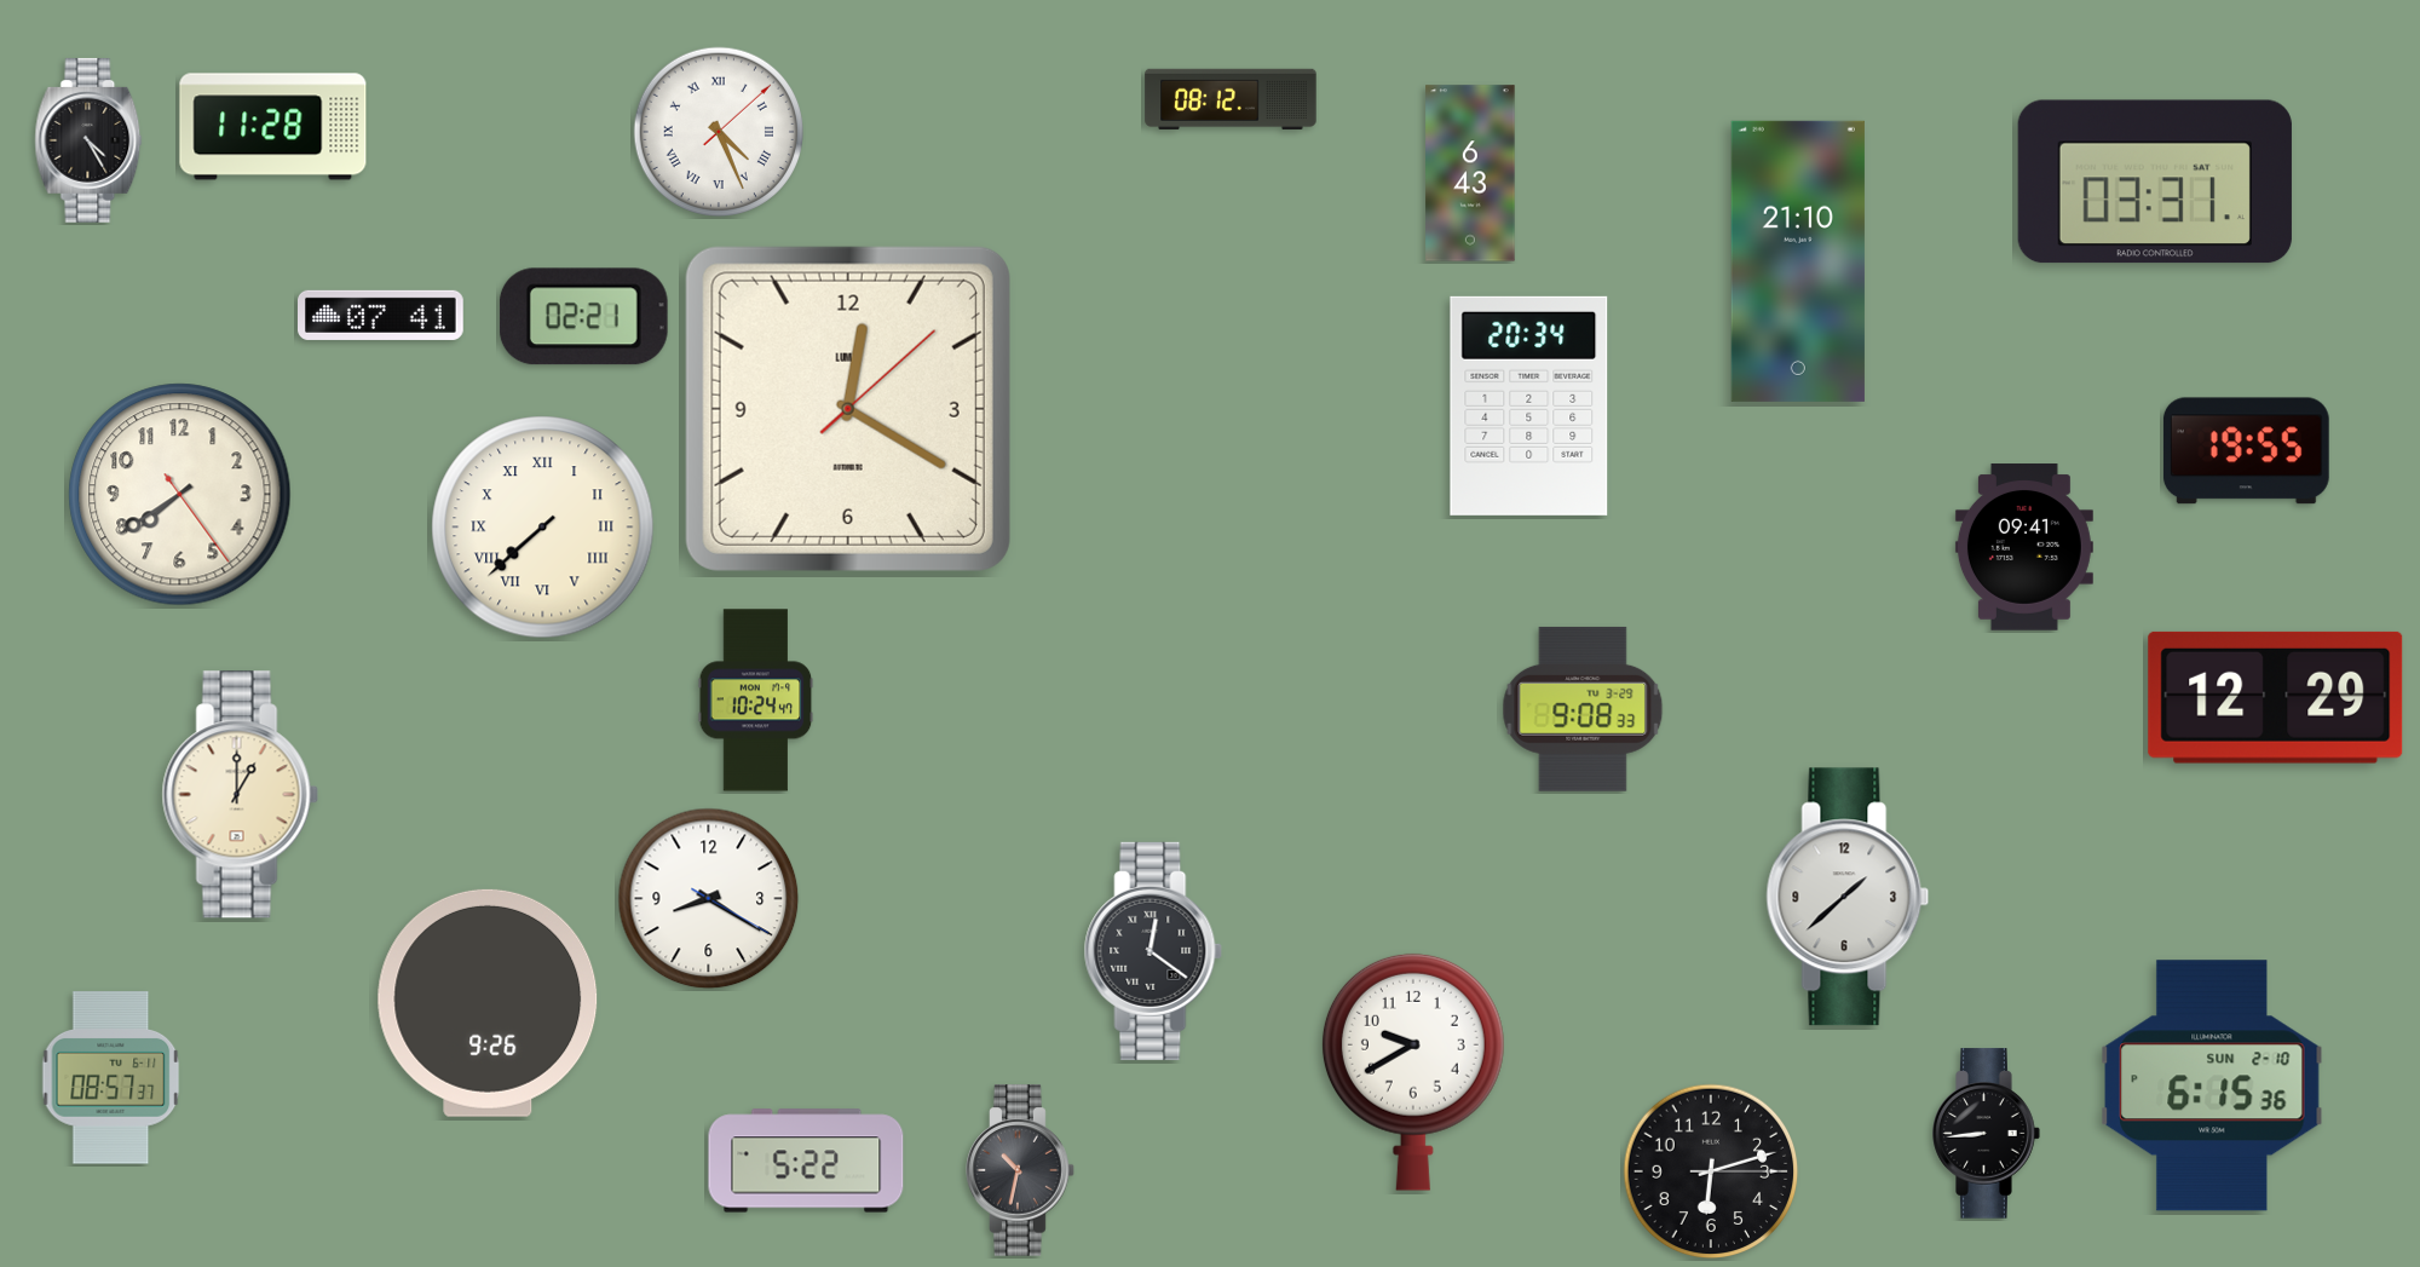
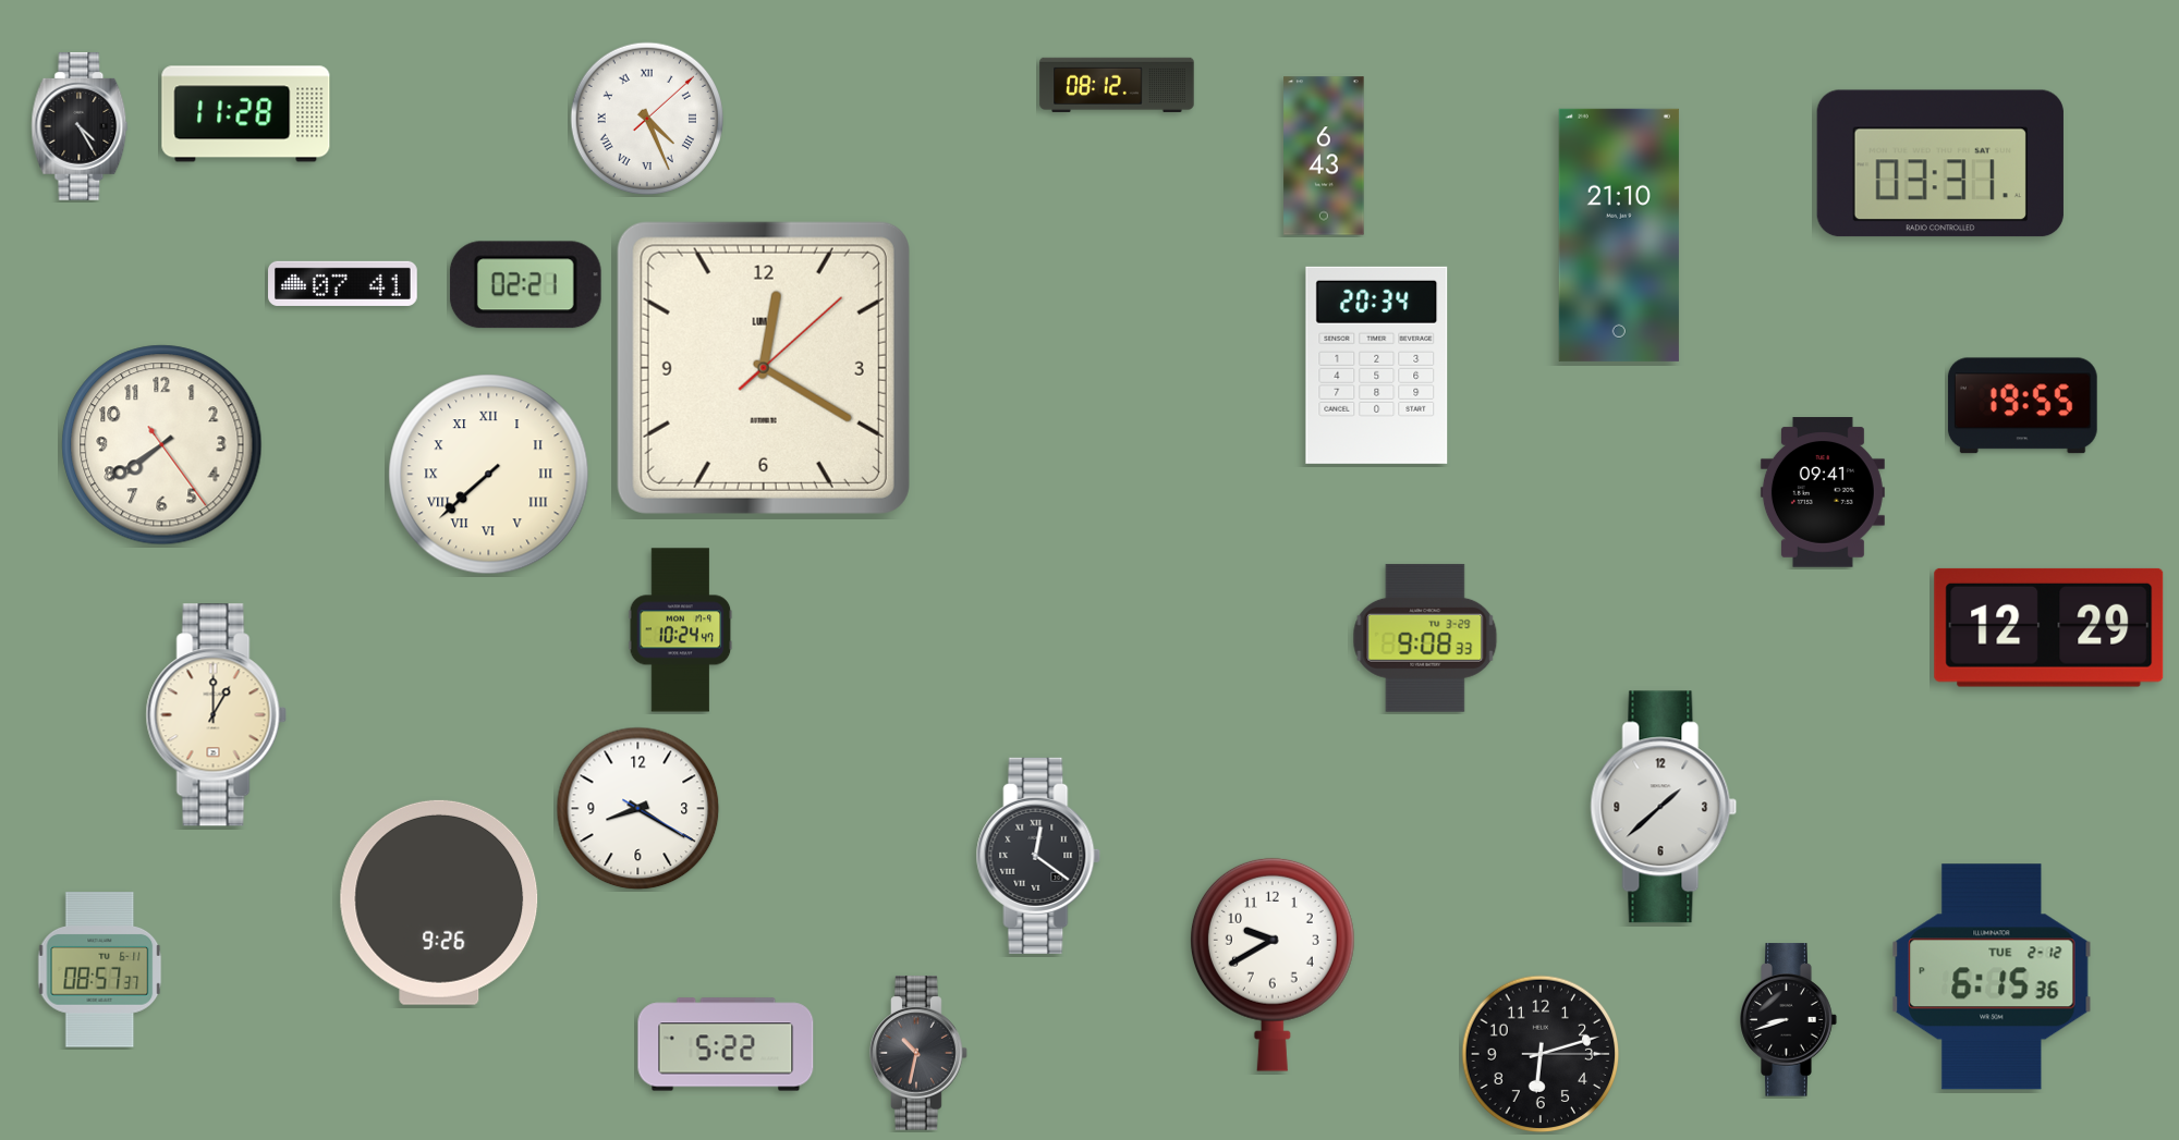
clock at (1231, 99) position: (1231, 99) -> (1117, 85)
clock at (2212, 1085) date: SUN 2-10 -> TUE 2-12
clock at (1987, 1134): 8:44 -> 8:42
